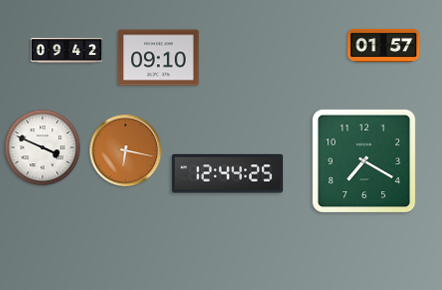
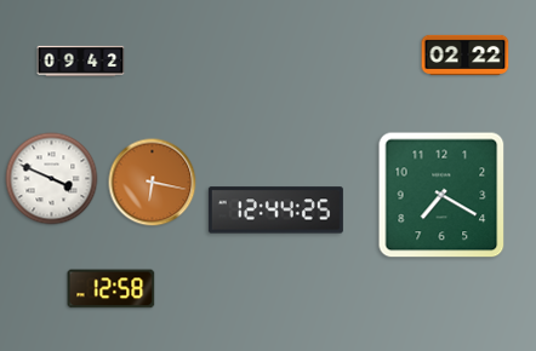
clock at (384, 45): 01:57 -> 02:22
clock at (159, 58): 09:10 -> none
clock at (112, 289): none -> 12:58
